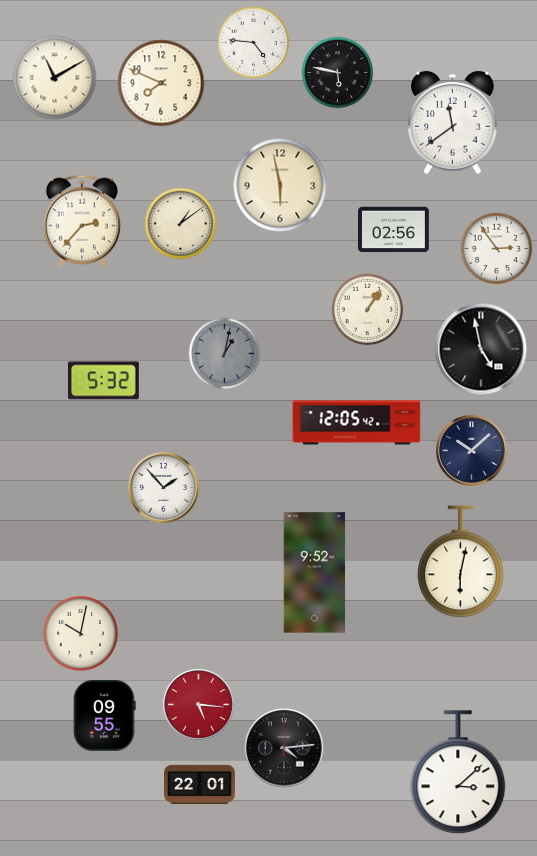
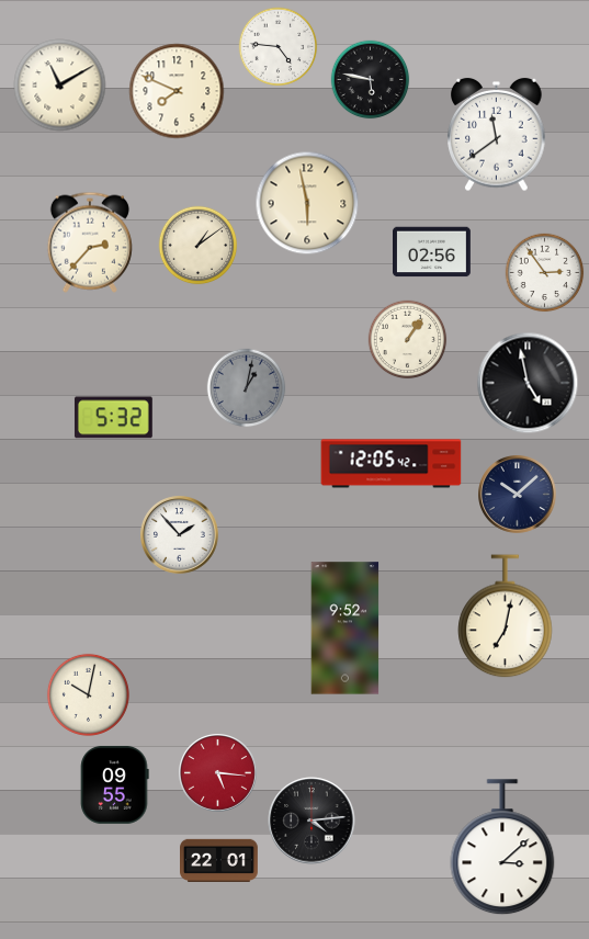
clock at (368, 310) position: (368, 310) -> (408, 340)
clock at (461, 562): 6:02 -> 7:02
